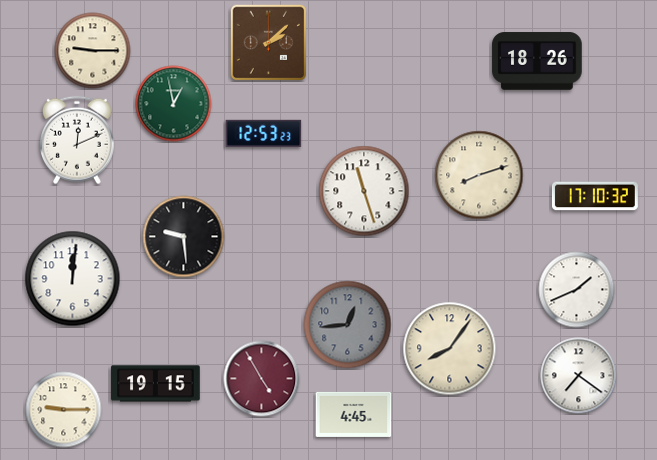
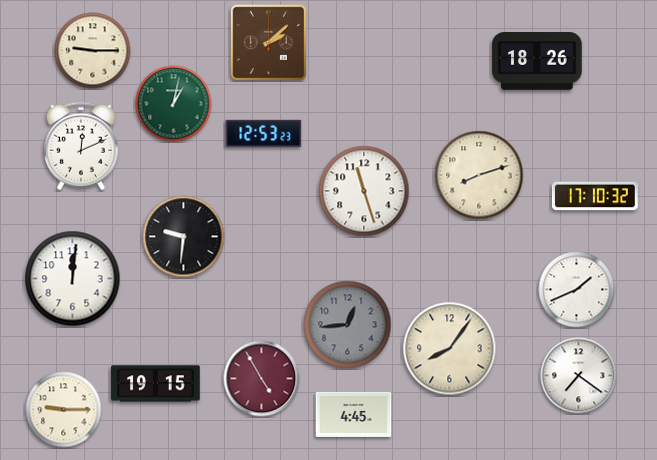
clock at (174, 104): 12:58 -> 1:02
clock at (77, 140) position: (77, 140) -> (81, 146)
clock at (184, 237): 9:29 -> 9:31
